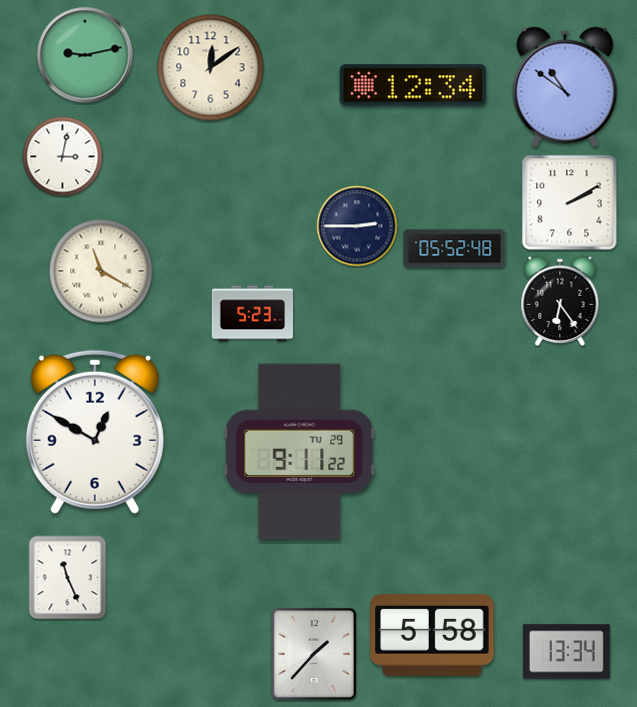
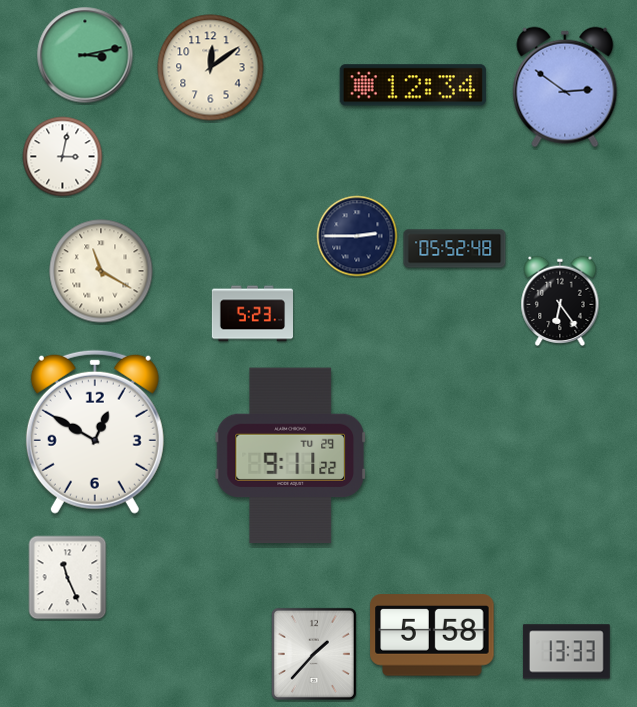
clock at (85, 55): 9:13 -> 3:13
clock at (565, 87): 10:51 -> 2:51
clock at (570, 203): 2:10 -> none
clock at (357, 226) position: (357, 226) -> (357, 236)
clock at (299, 452) position: (299, 452) -> (290, 456)
clock at (566, 652): 13:34 -> 13:33
